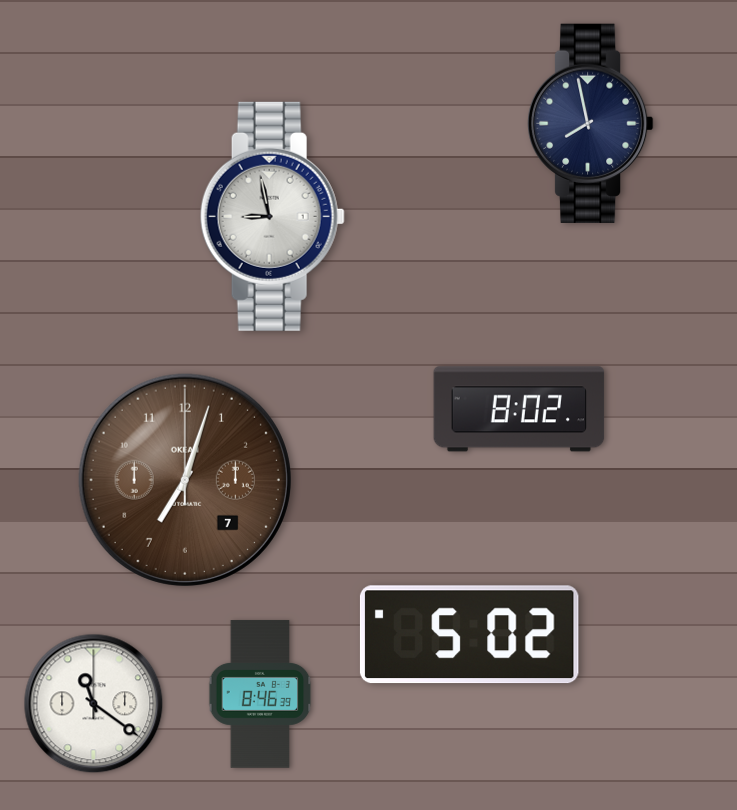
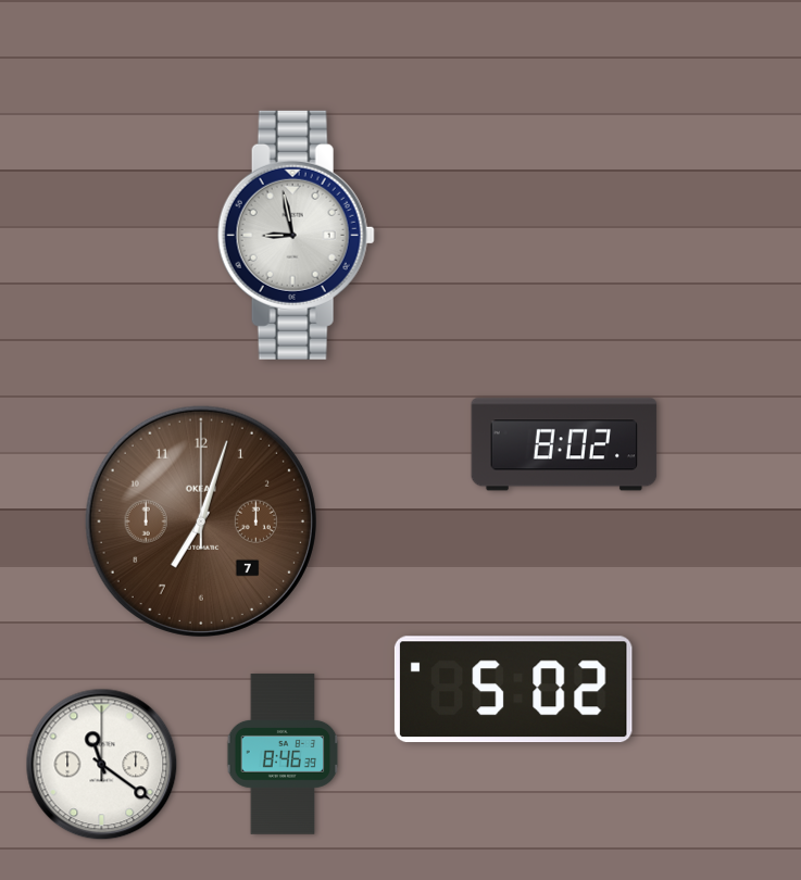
clock at (591, 123): 7:58 -> none
clock at (469, 635) position: (469, 635) -> (513, 690)
